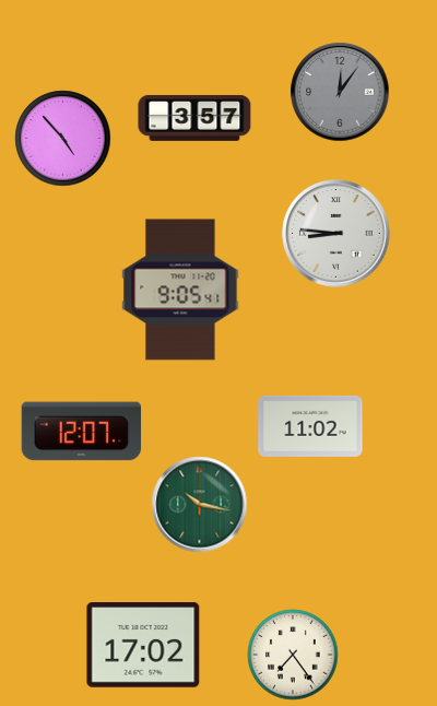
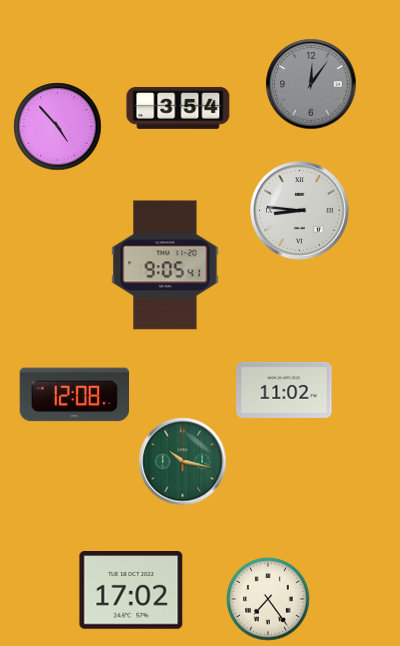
clock at (194, 118): 3:57 -> 3:54
clock at (336, 234) position: (336, 234) -> (300, 211)
clock at (82, 432): 12:07 -> 12:08
